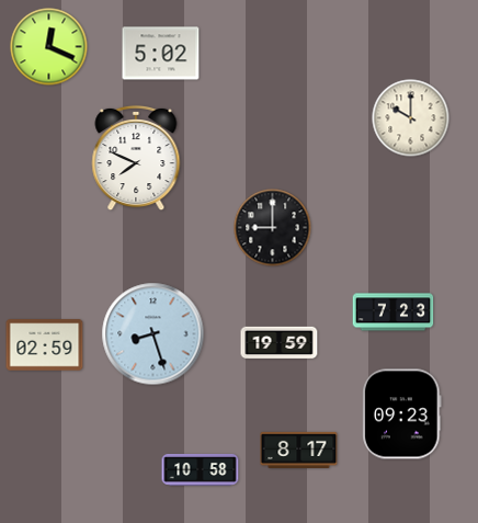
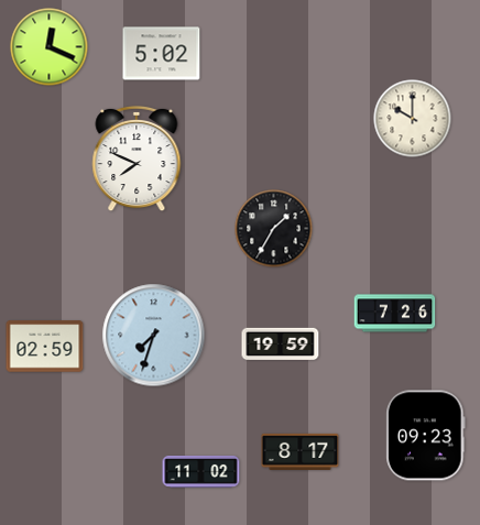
clock at (273, 228): 9:00 -> 1:35
clock at (394, 312): 7:23 -> 7:26
clock at (153, 334): 8:27 -> 7:33
clock at (402, 414) position: (402, 414) -> (426, 436)
clock at (201, 469): 10:58 -> 11:02
